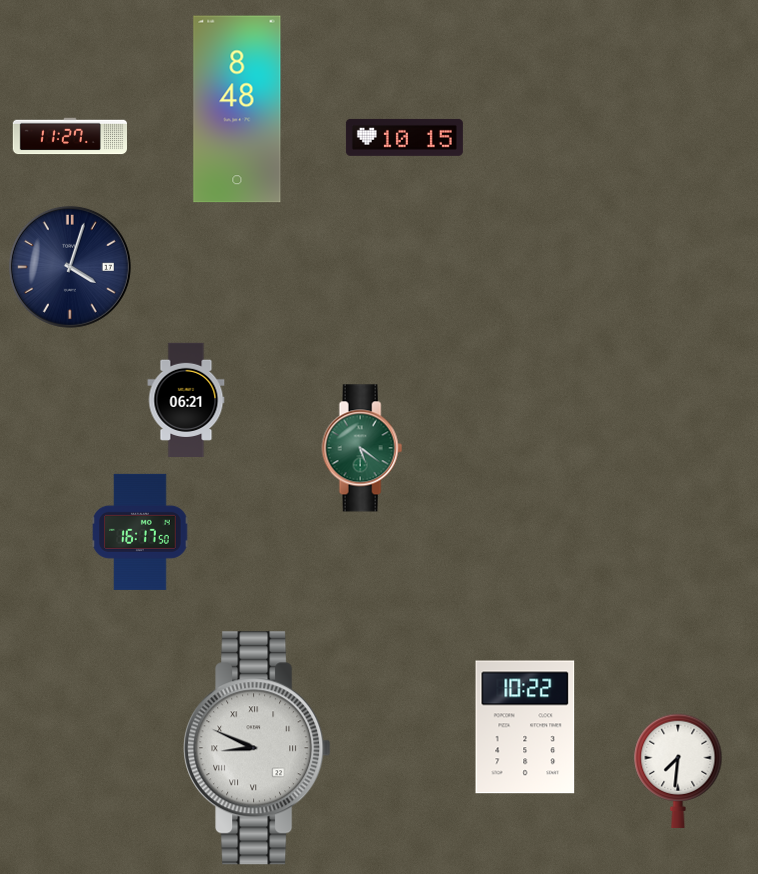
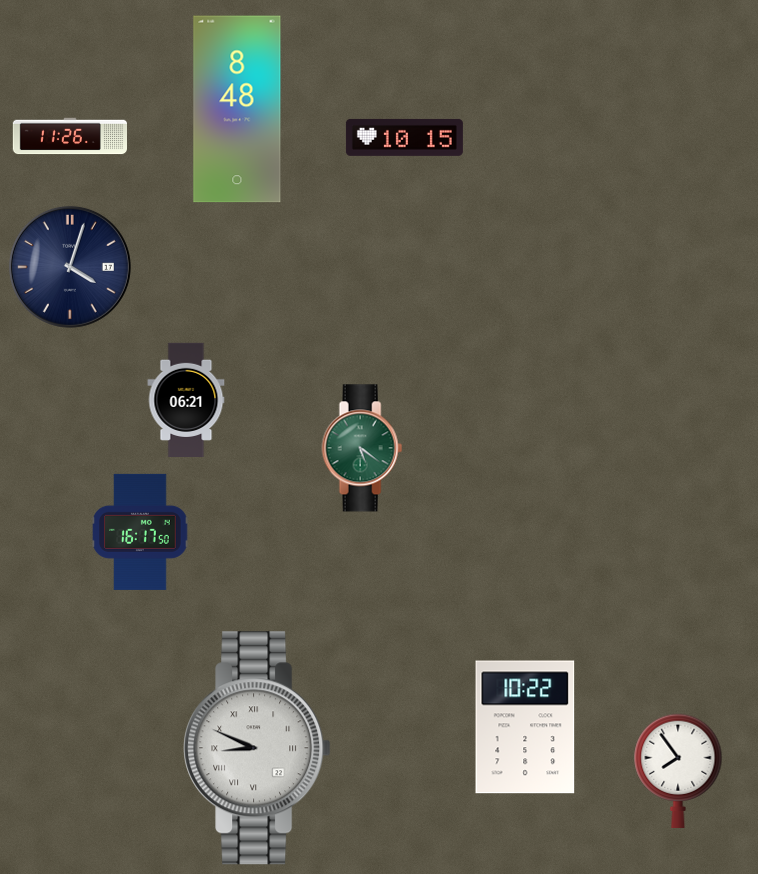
clock at (69, 136): 11:27 -> 11:26
clock at (678, 771): 7:31 -> 7:54
